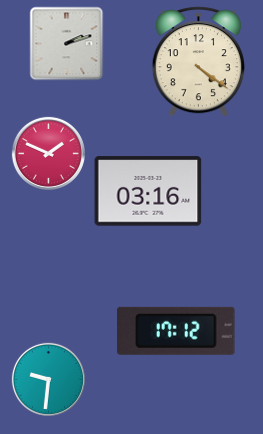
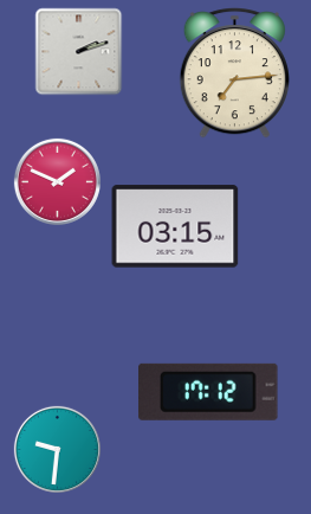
clock at (198, 62): 4:21 -> 7:14
clock at (148, 191): 03:16 -> 03:15
